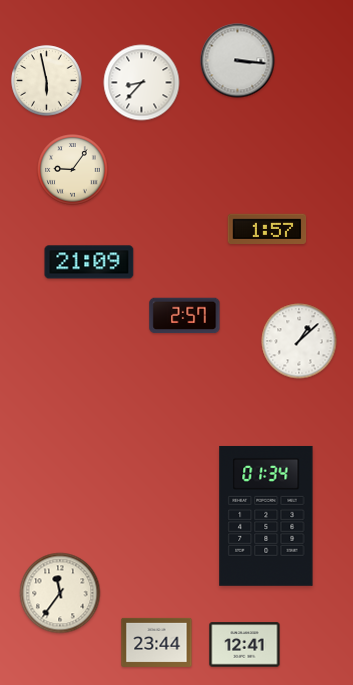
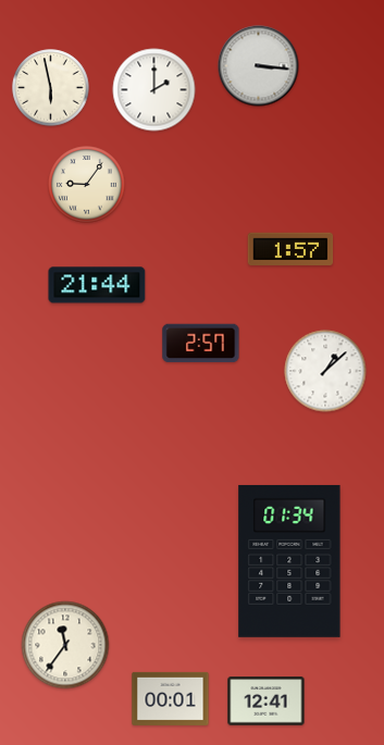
clock at (142, 83): 8:37 -> 2:00
clock at (73, 170) position: (73, 170) -> (87, 185)
clock at (89, 262): 21:09 -> 21:44
clock at (157, 642): 23:44 -> 00:01
